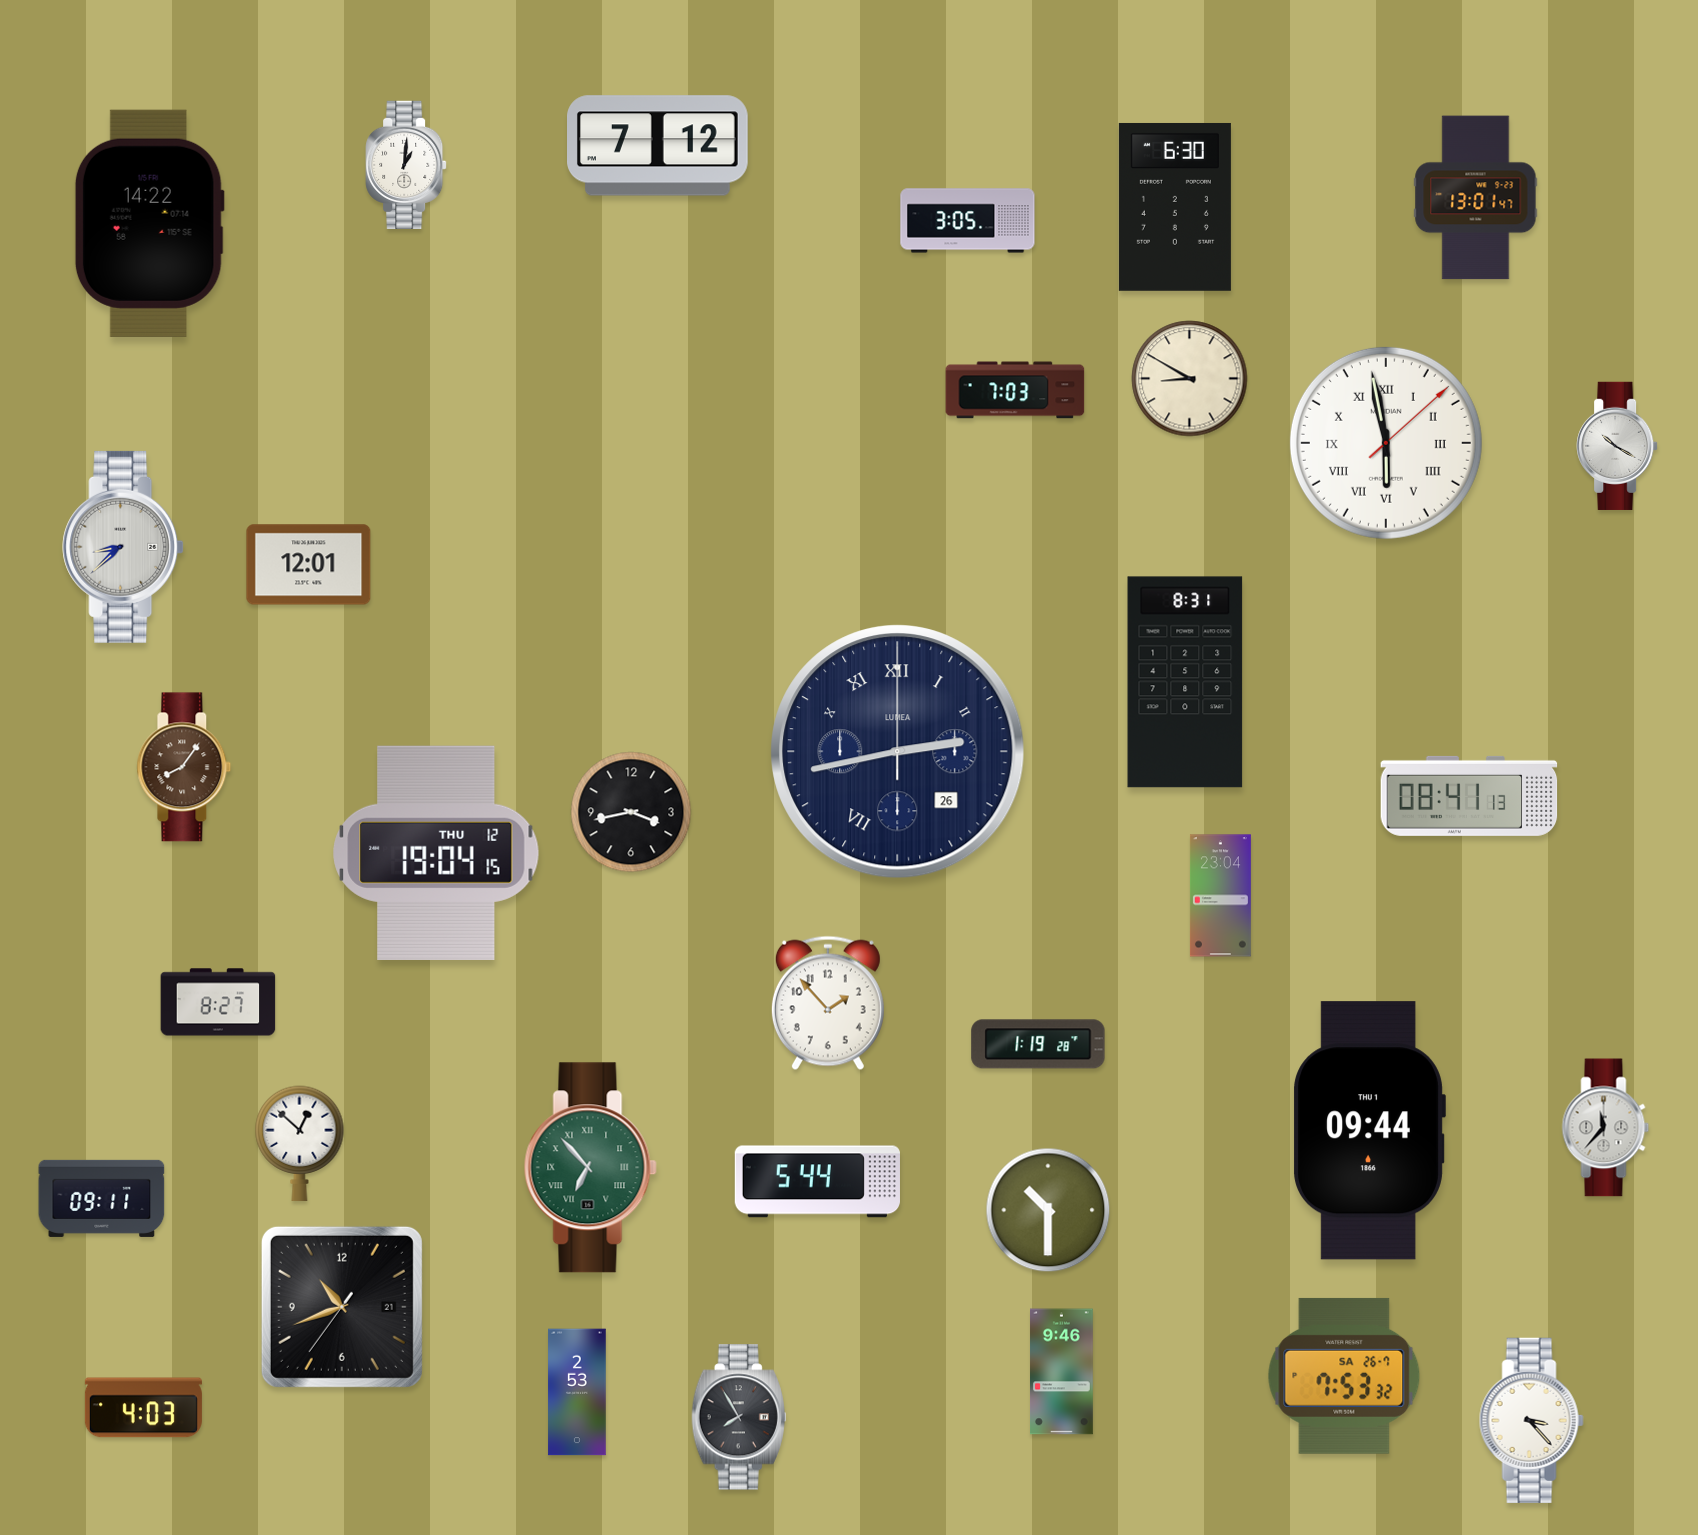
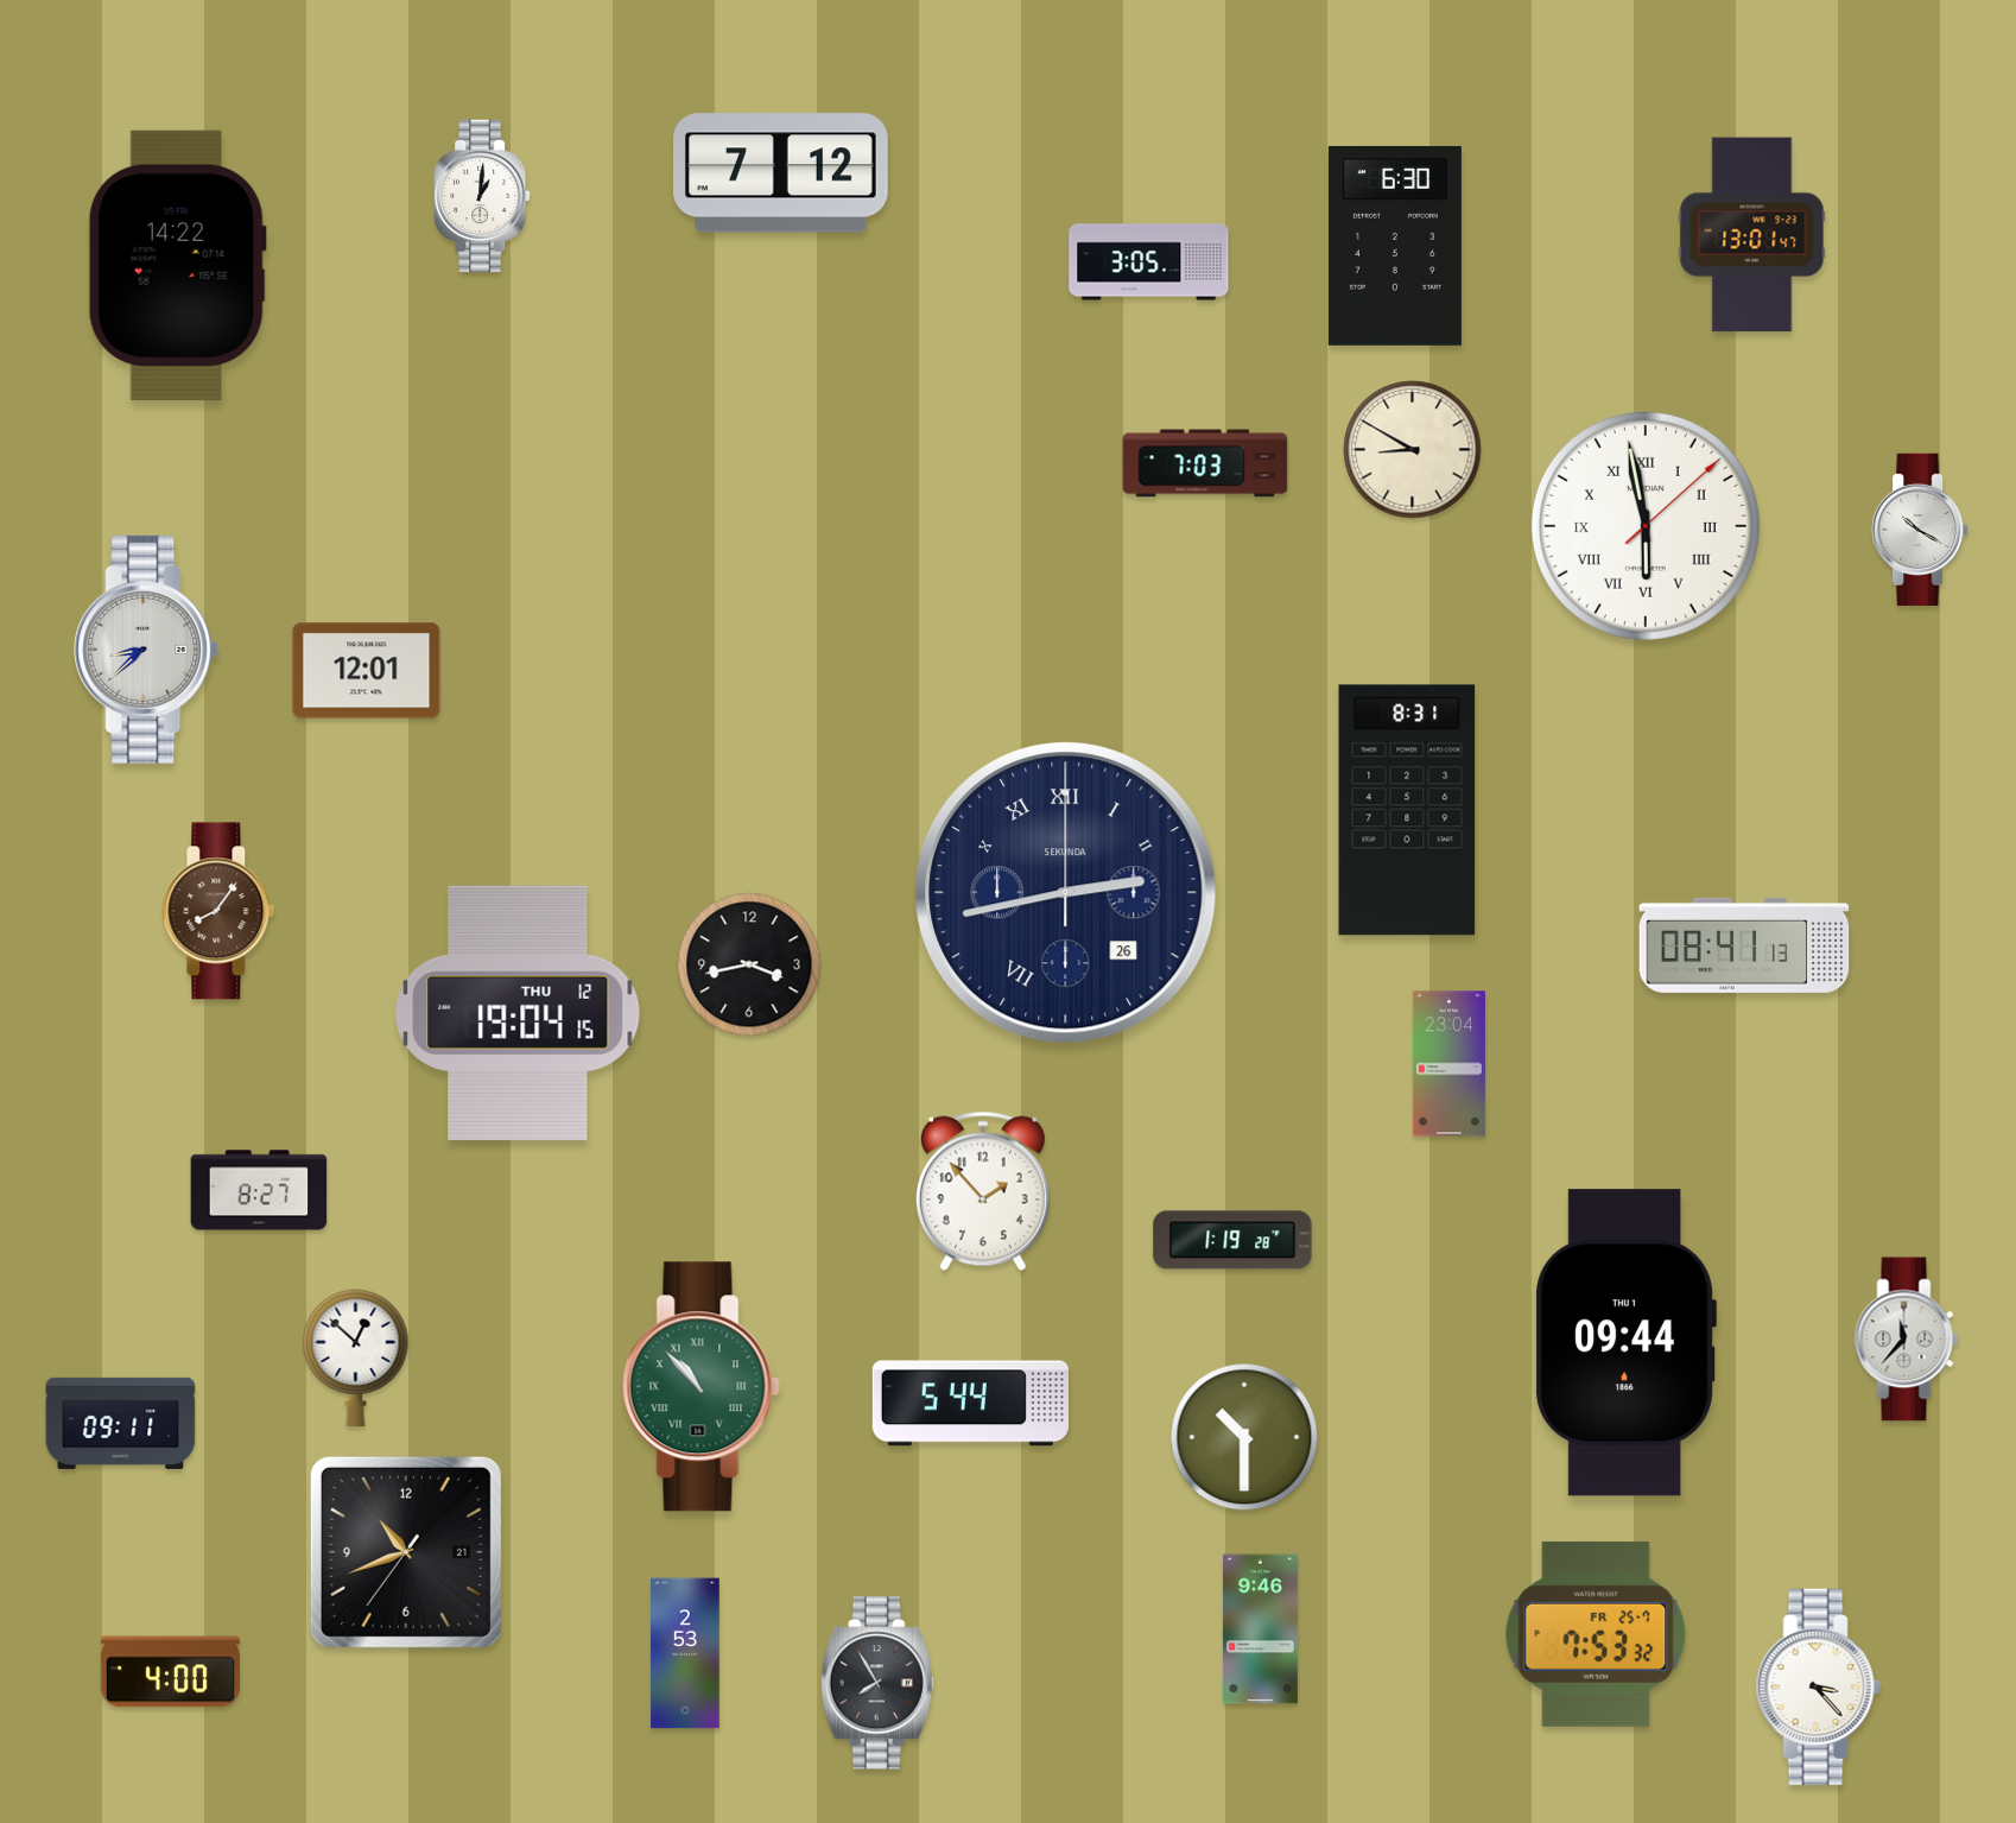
clock at (898, 752) brand: LUMEA -> SEKUNDA
clock at (590, 1168): 6:53 -> 10:53
clock at (1344, 1376) date: SA 26-7 -> FR 25-7
clock at (143, 1408): 4:03 -> 4:00
